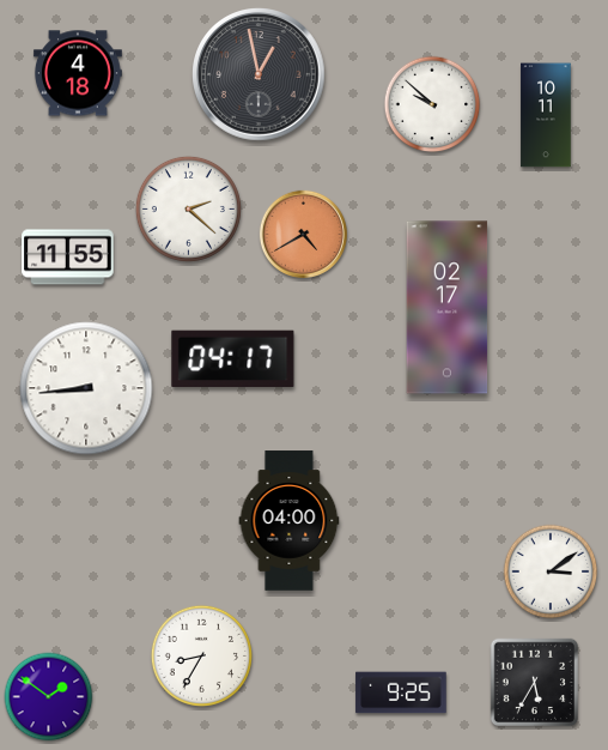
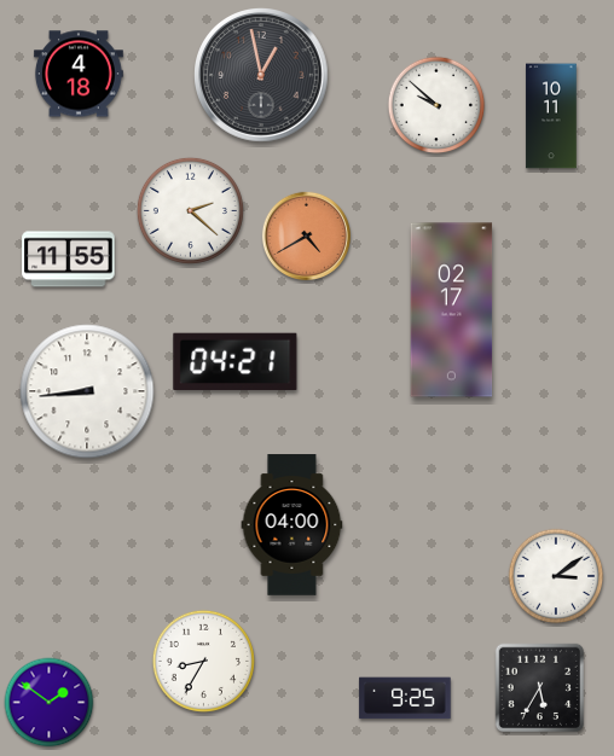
clock at (233, 358): 04:17 -> 04:21
